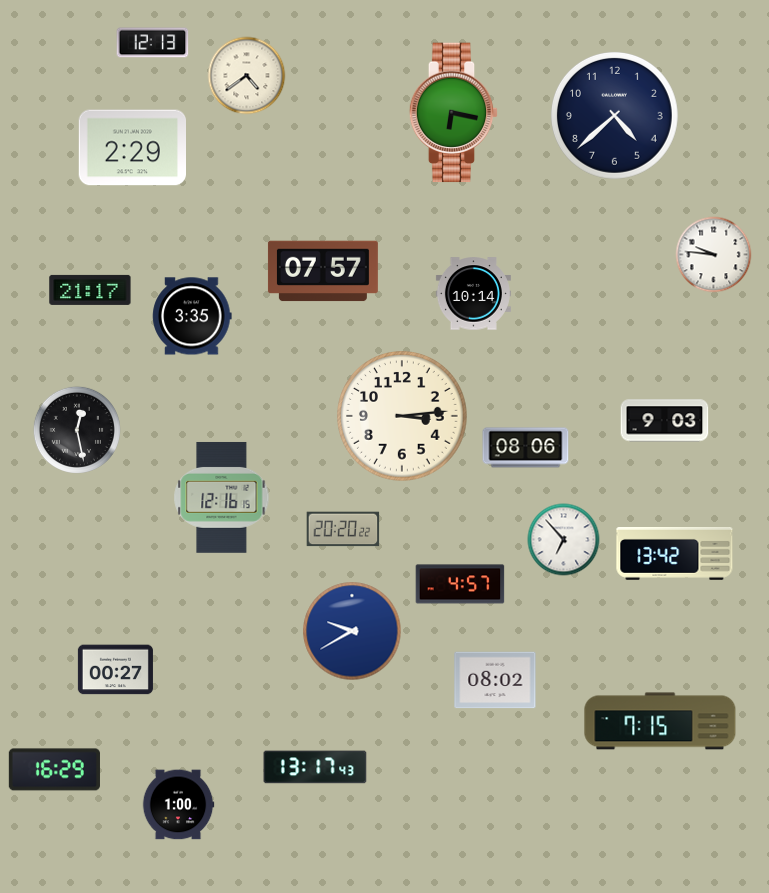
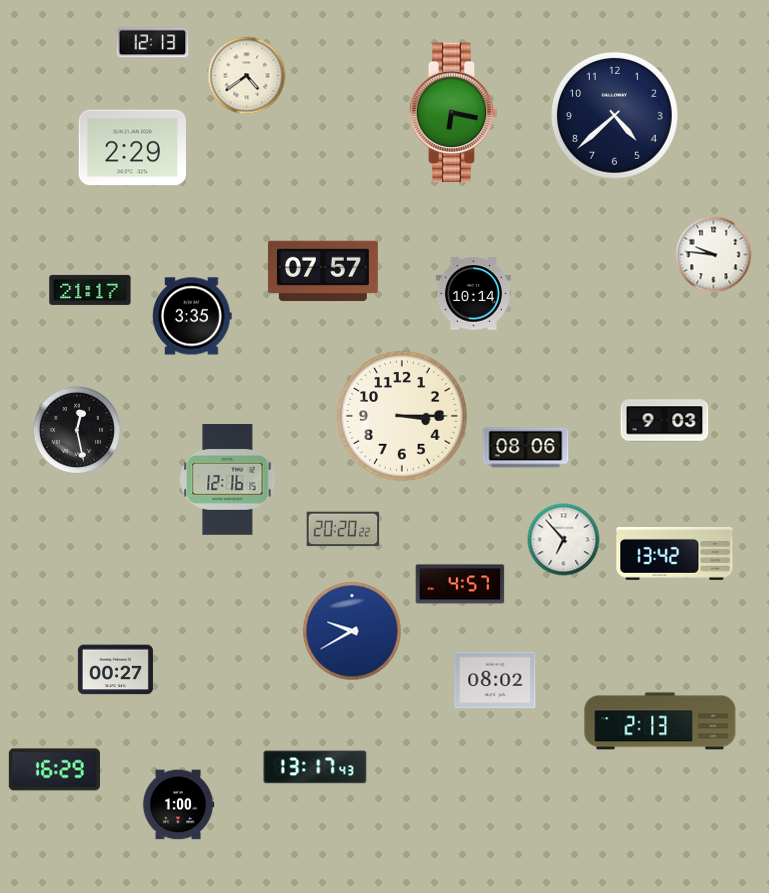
clock at (402, 416): 3:14 -> 3:15
clock at (222, 497) position: (222, 497) -> (228, 479)
clock at (660, 721): 7:15 -> 2:13
